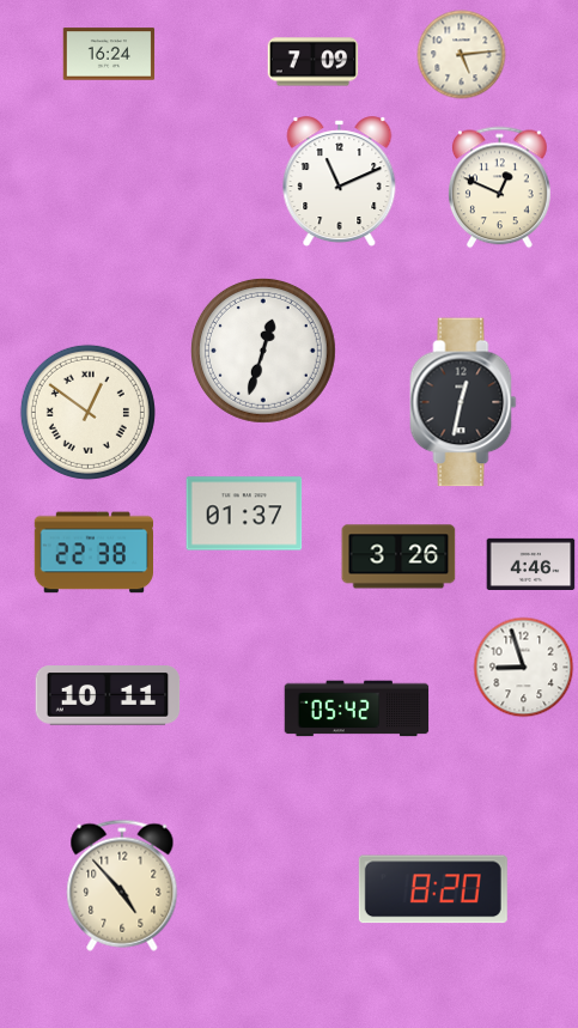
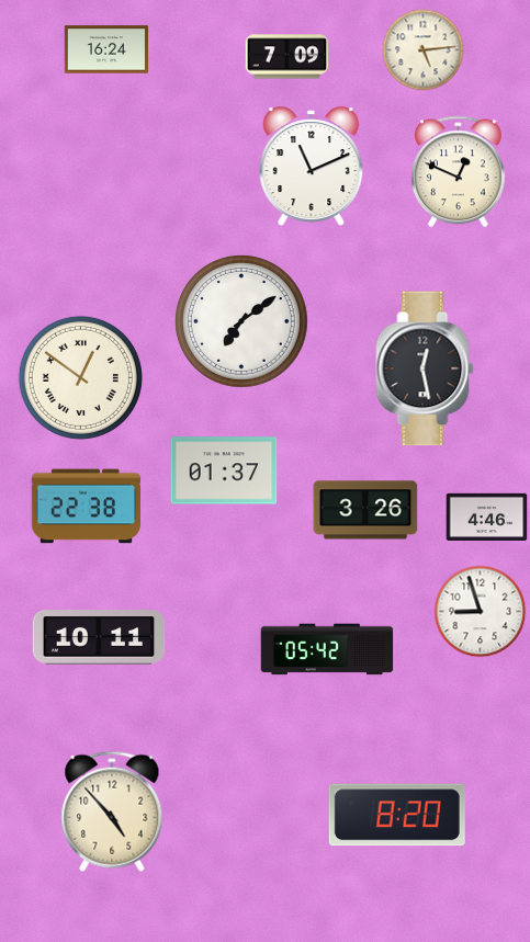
clock at (109, 54) position: (109, 54) -> (106, 49)
clock at (263, 351): 12:33 -> 7:09
clock at (463, 402): 12:32 -> 12:28
